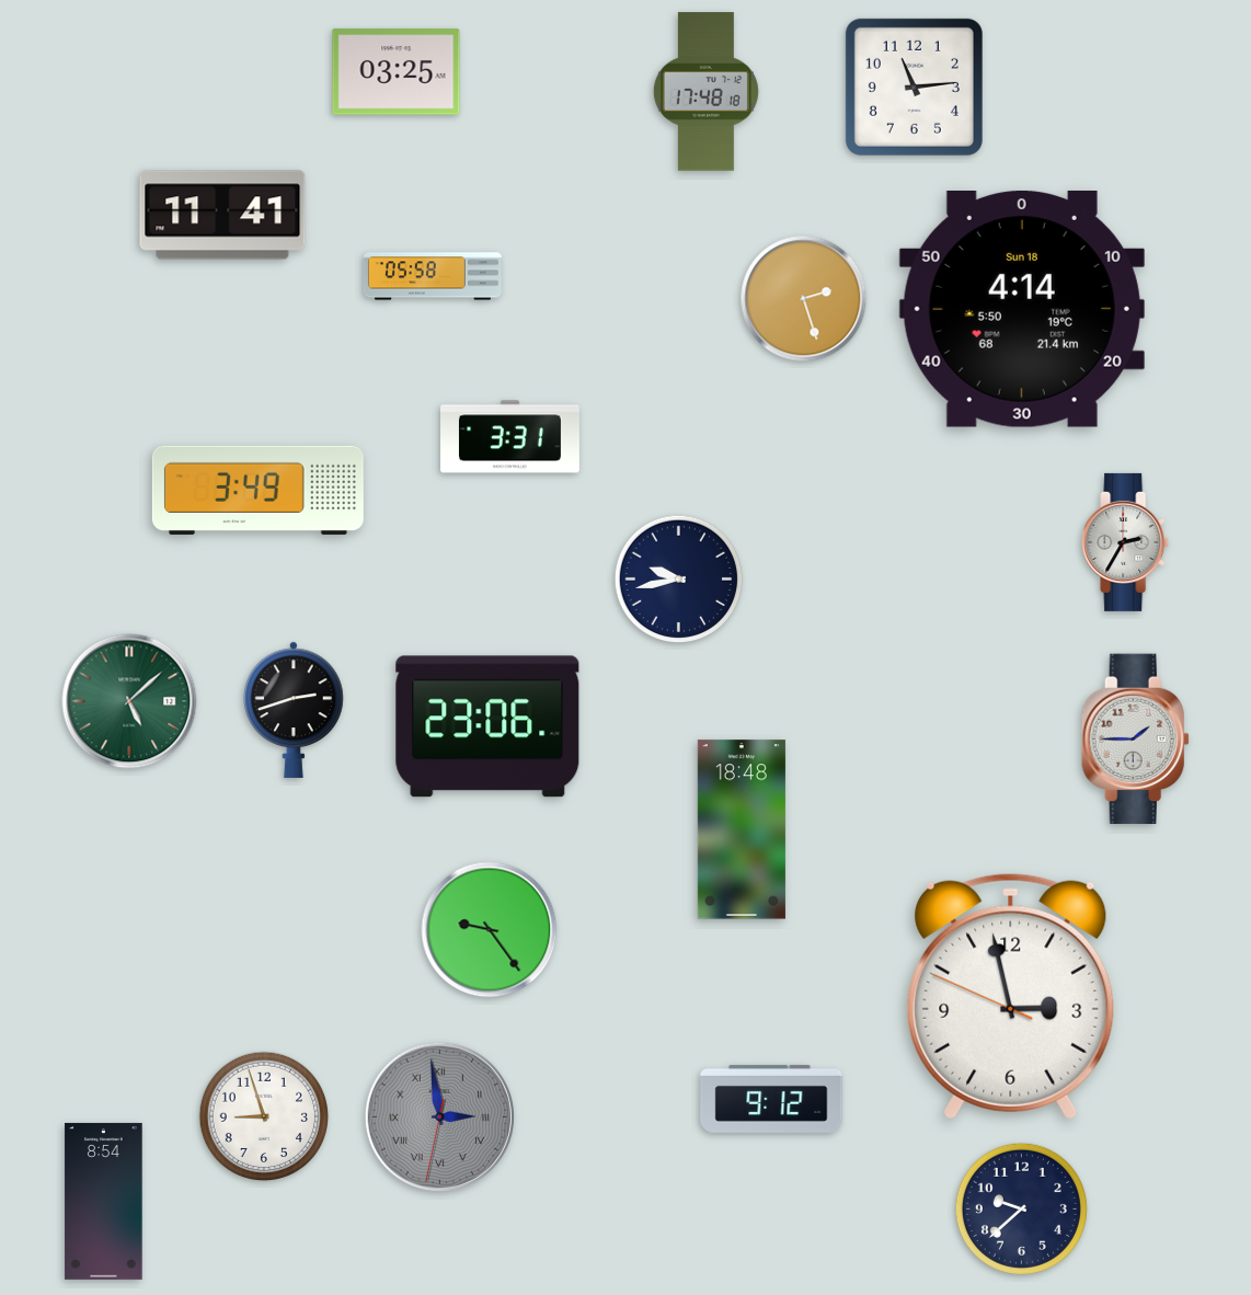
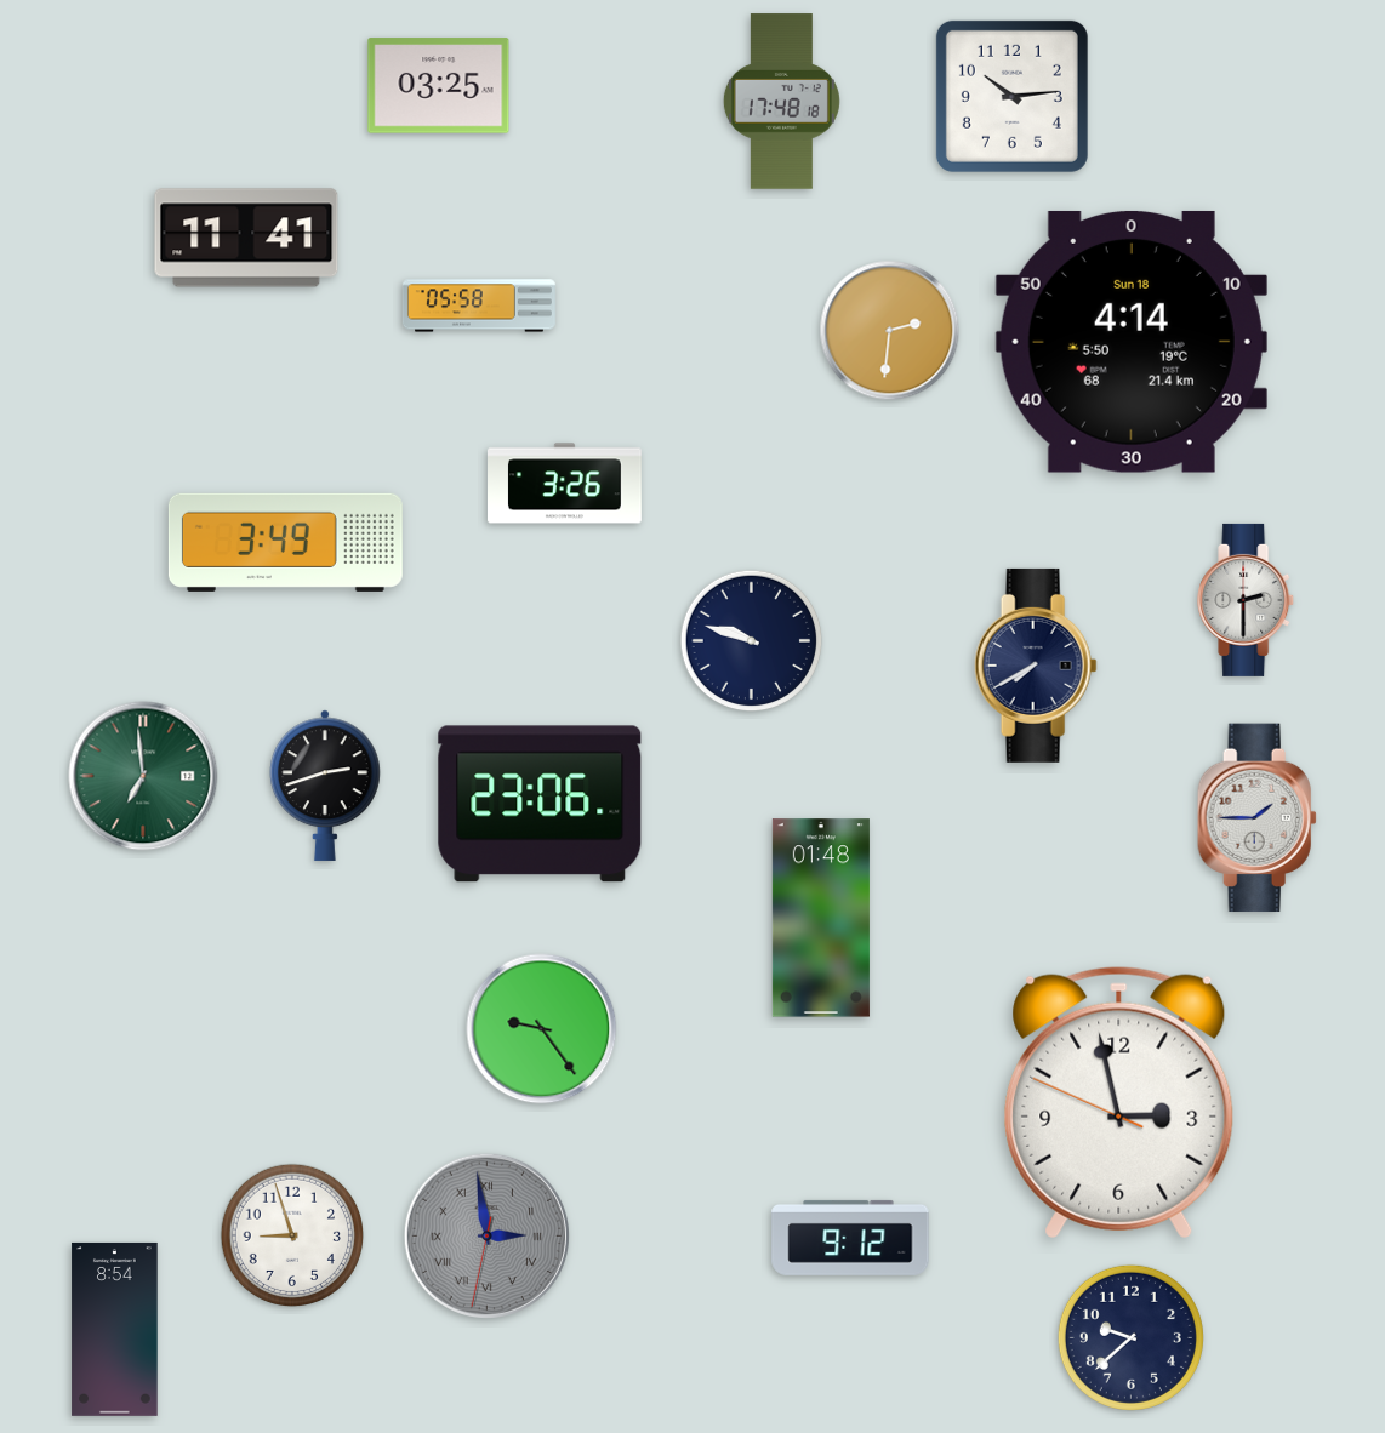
clock at (397, 72) position: (397, 72) -> (439, 86)
clock at (914, 87): 11:14 -> 10:14
clock at (804, 299): 2:27 -> 2:31
clock at (510, 437): 3:31 -> 3:26
clock at (1126, 542): 2:35 -> 2:30
clock at (679, 580): 9:43 -> 9:48
clock at (1036, 666): none -> 7:40
clock at (129, 701): 5:08 -> 6:59
clock at (742, 829): 18:48 -> 01:48
clock at (771, 1099) position: (771, 1099) -> (850, 1238)
